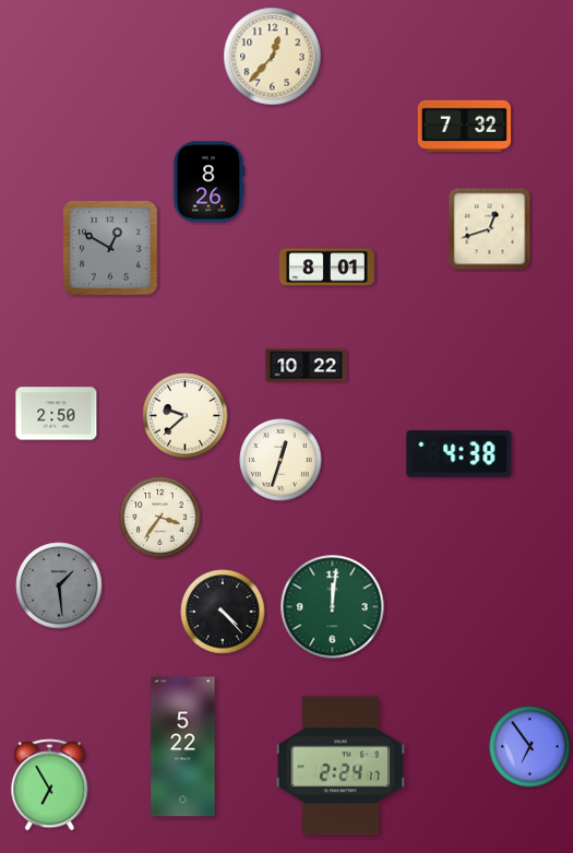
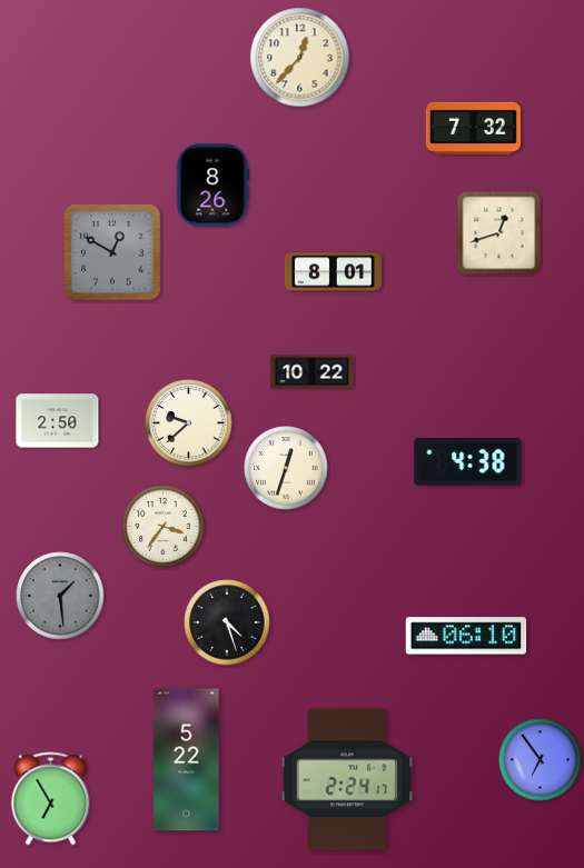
clock at (273, 57) position: (273, 57) -> (300, 58)
clock at (333, 607): 12:01 -> none
clock at (223, 612): 4:23 -> 4:27
clock at (466, 636): none -> 06:10
